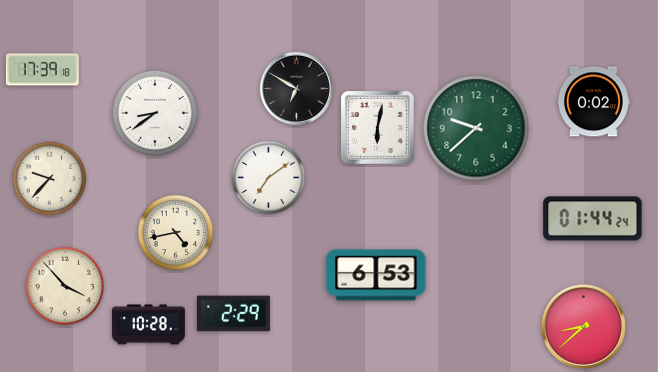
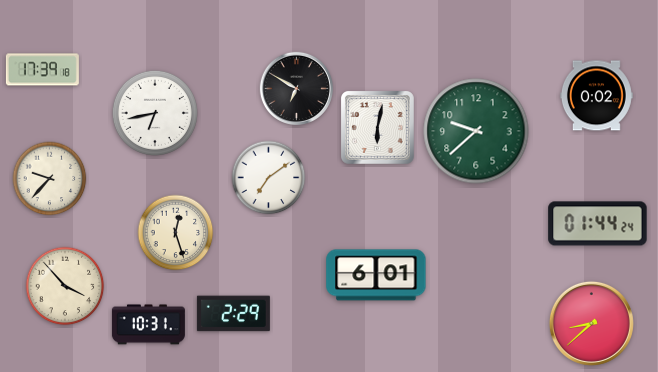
clock at (593, 102) position: (593, 102) -> (596, 96)
clock at (155, 113): 8:39 -> 6:43
clock at (476, 128) position: (476, 128) -> (476, 131)
clock at (593, 219) position: (593, 219) -> (598, 224)
clock at (176, 233): 4:43 -> 12:27
clock at (376, 275): 6:53 -> 6:01
clock at (148, 325): 10:28 -> 10:31
clock at (583, 326) position: (583, 326) -> (591, 323)
